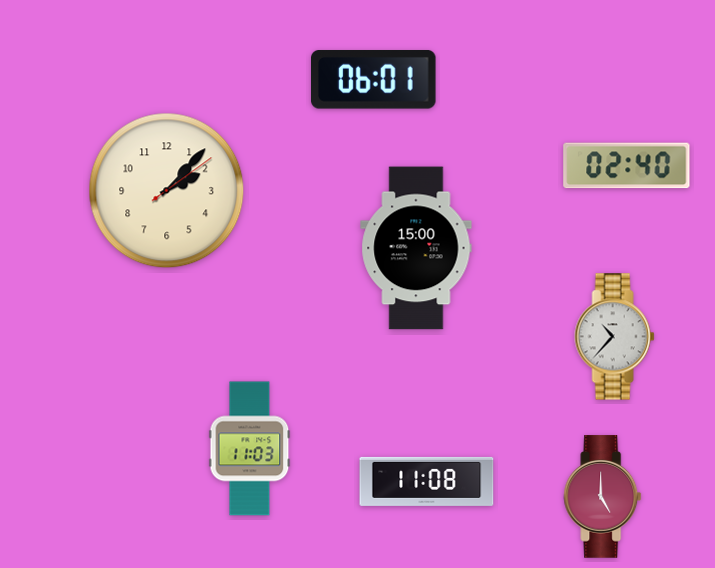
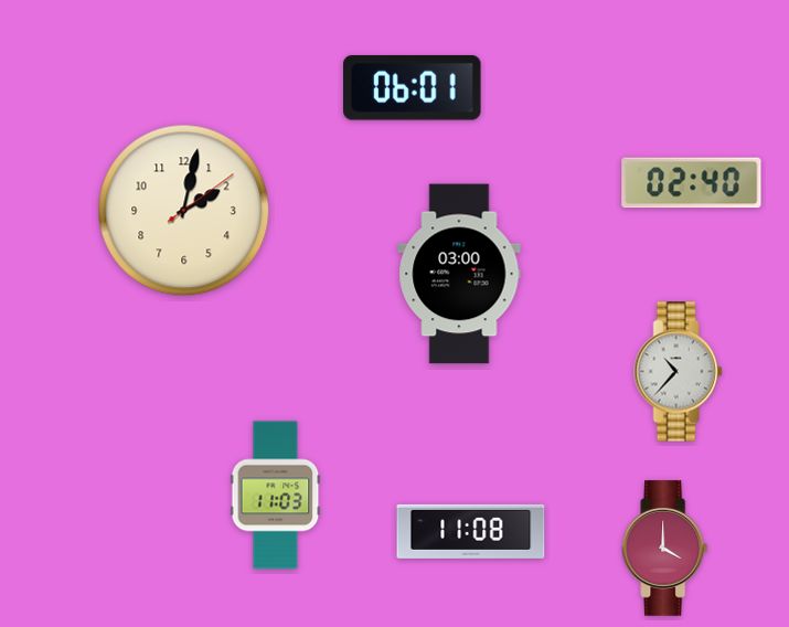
clock at (167, 191): 2:07 -> 2:02
clock at (416, 248): 15:00 -> 03:00
clock at (603, 497): 5:00 -> 4:00
